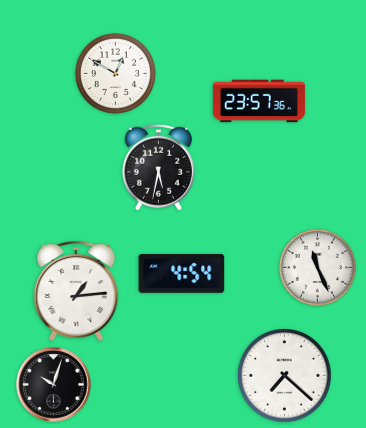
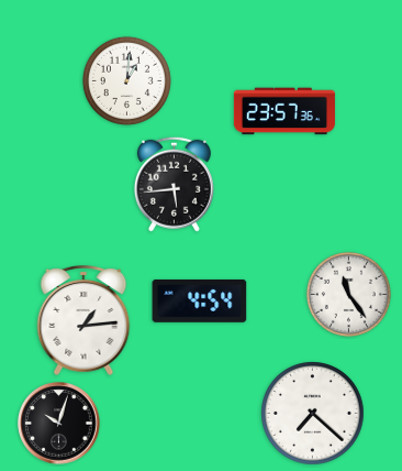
clock at (115, 73): 12:50 -> 1:01
clock at (158, 167): 5:32 -> 5:44
clock at (317, 267): 11:26 -> 11:24
